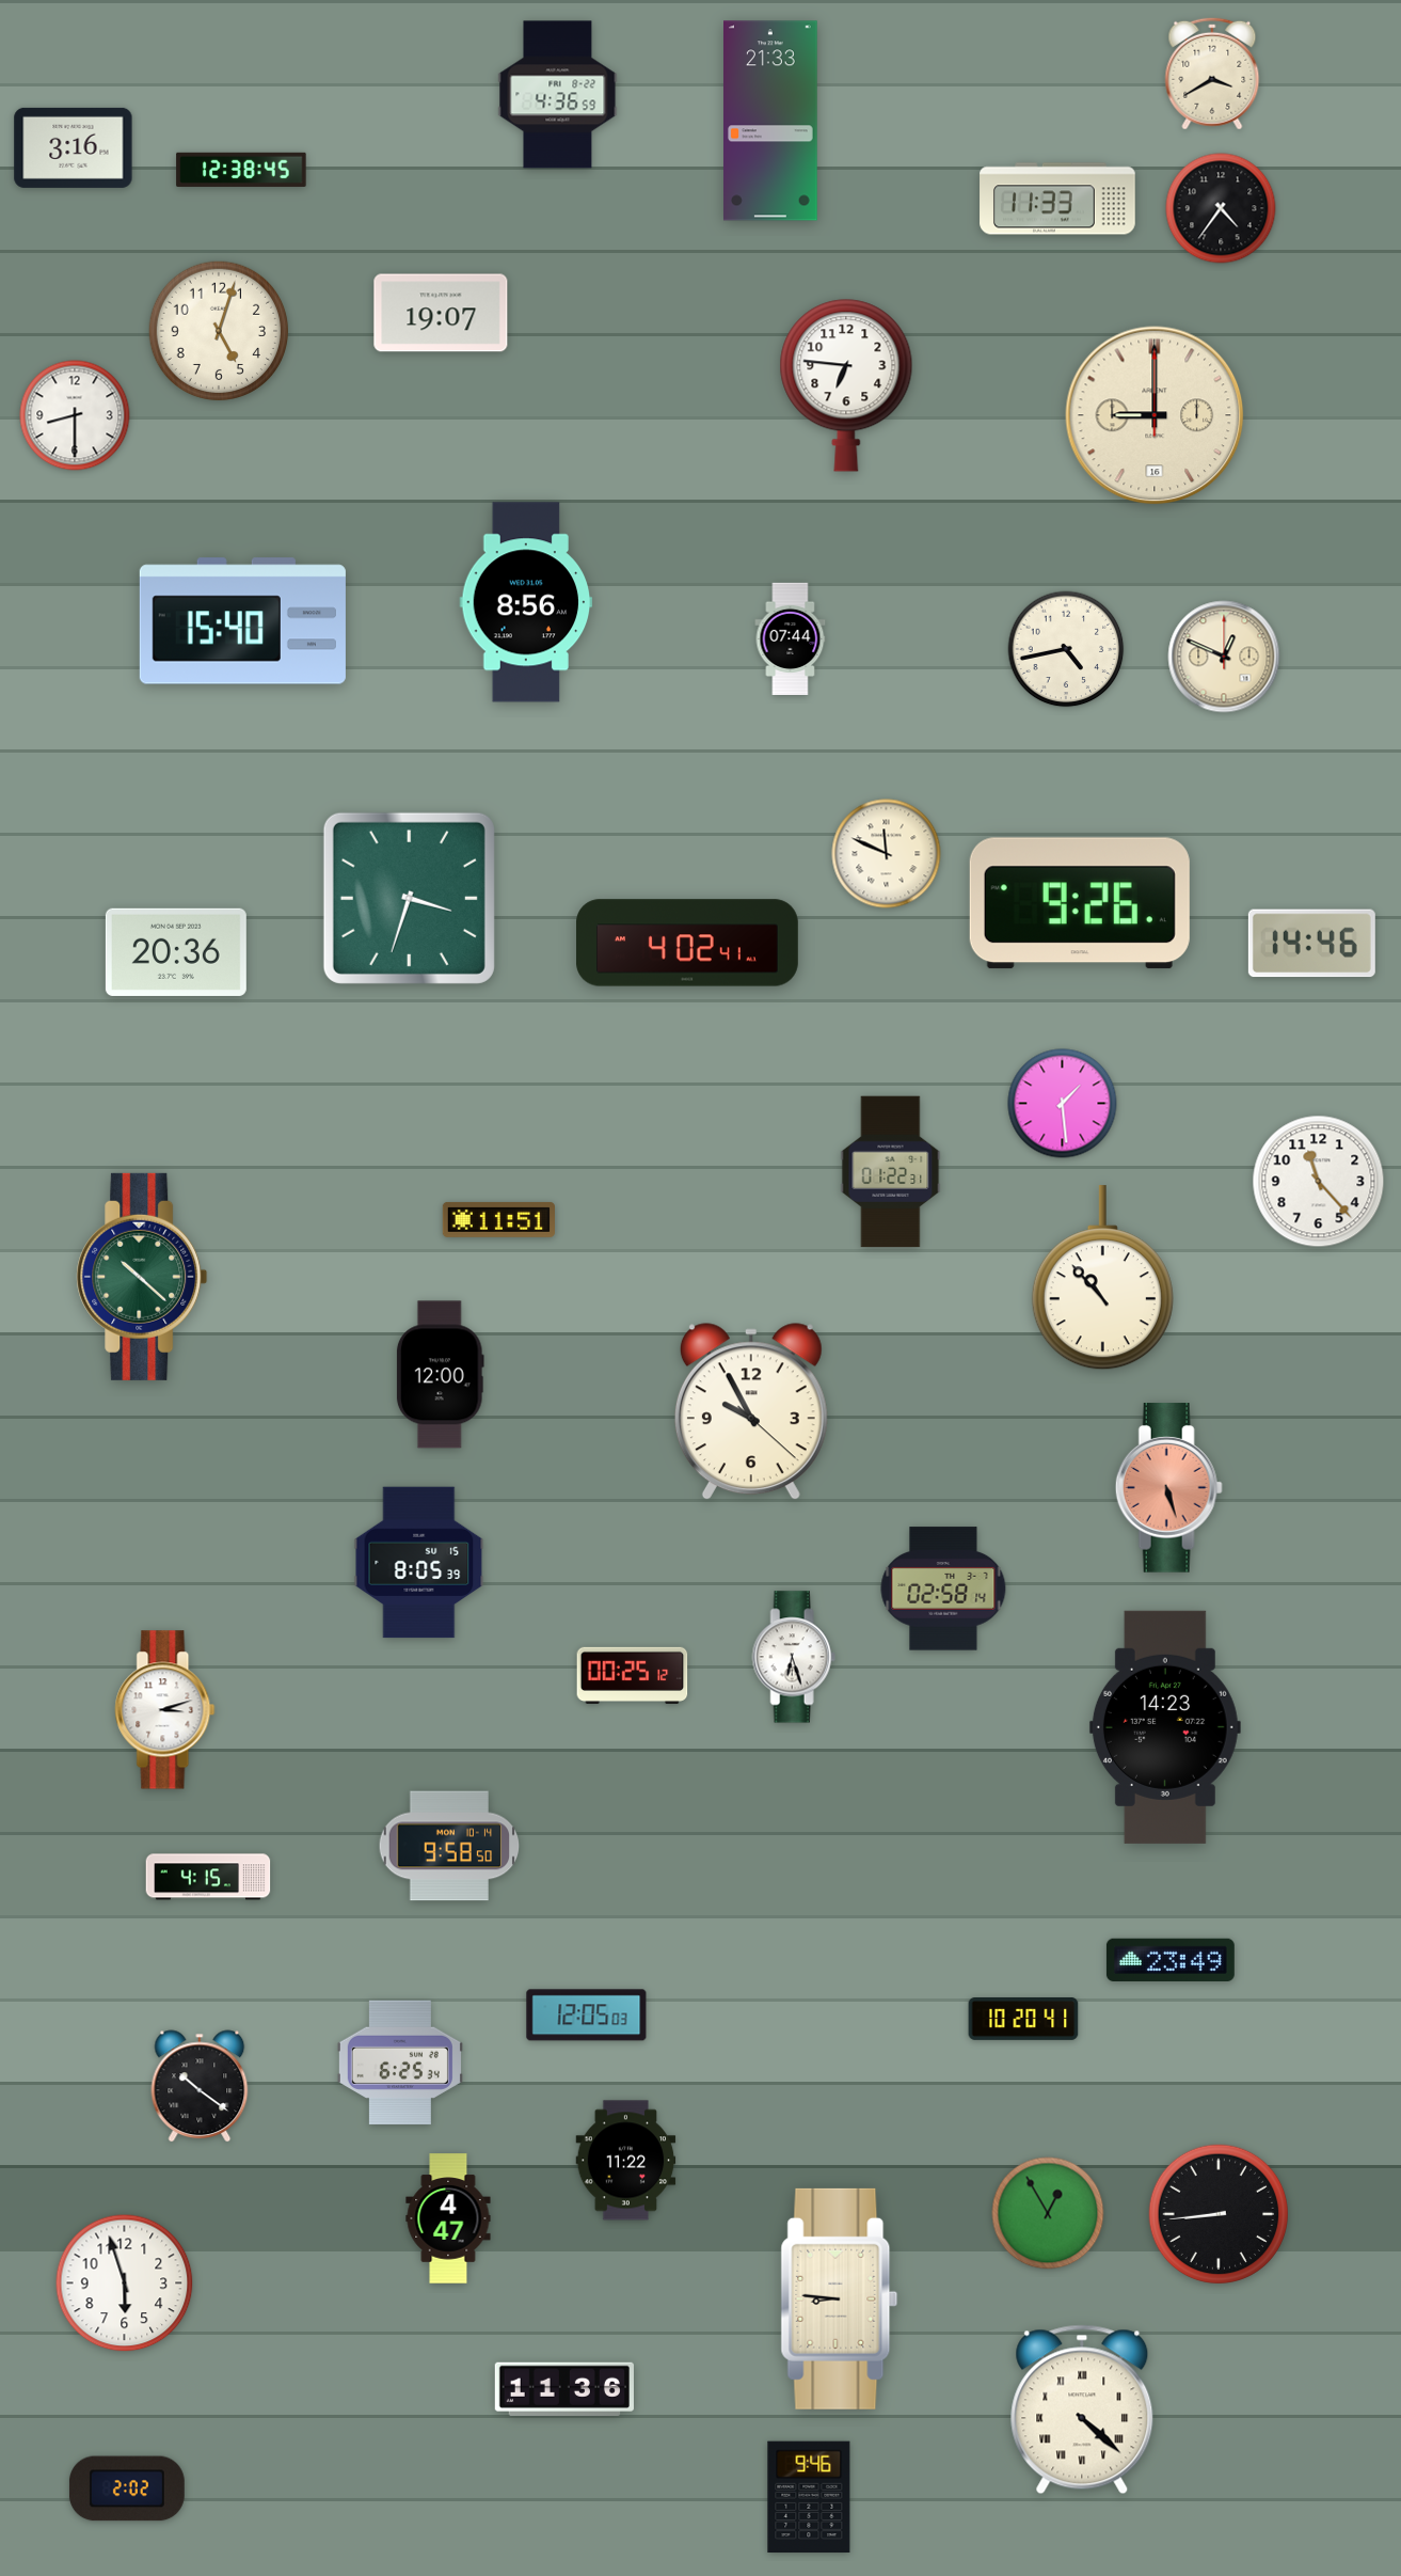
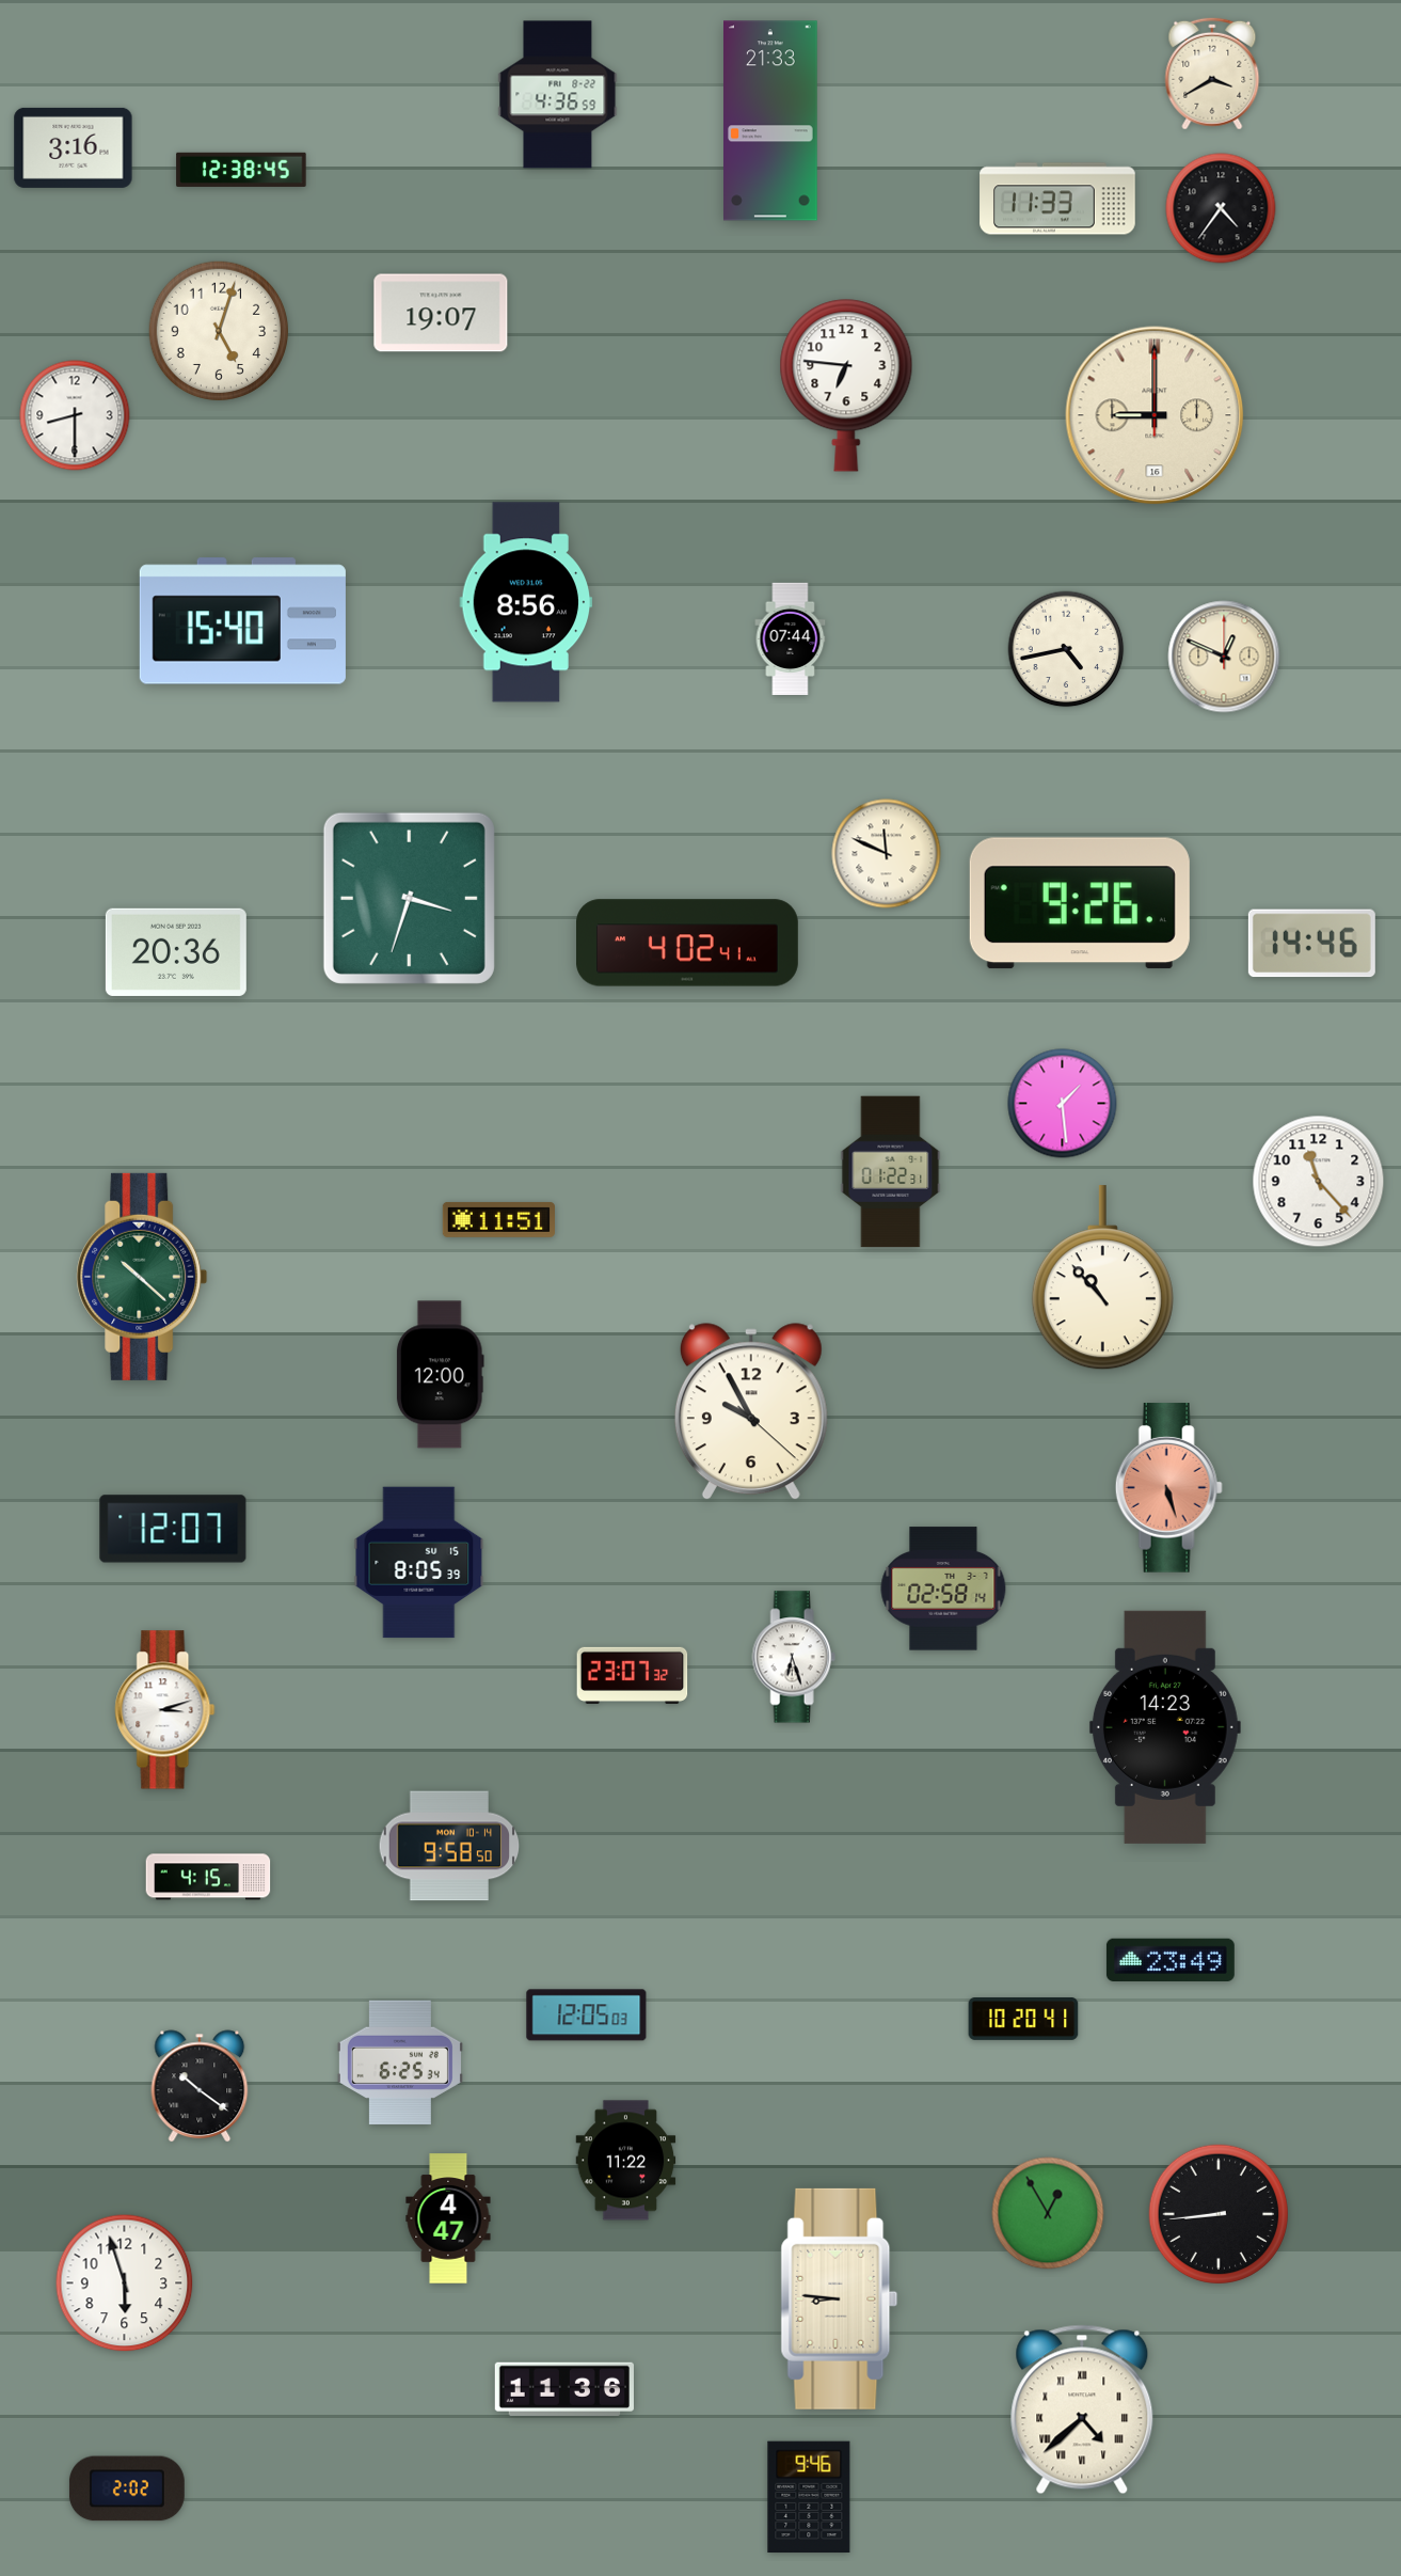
clock at (173, 1529): none -> 12:07
clock at (633, 1675): 00:25 -> 23:07
clock at (1082, 2409): 4:22 -> 4:38
